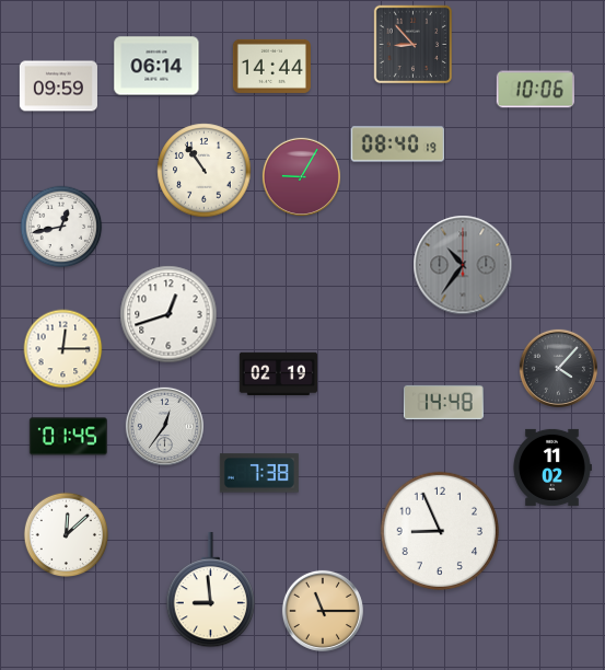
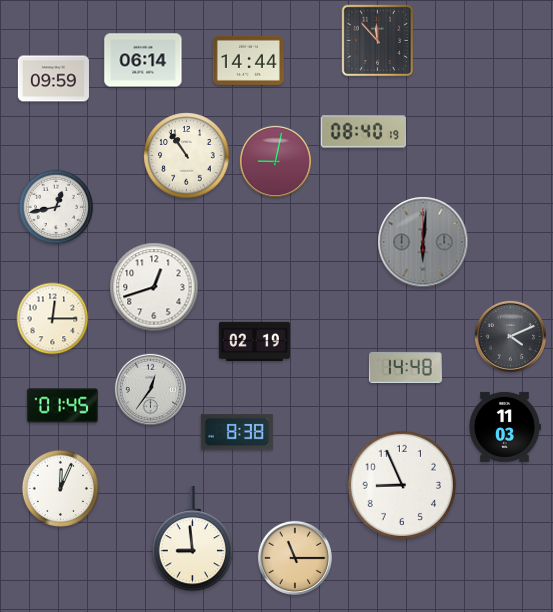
clock at (414, 45): 8:53 -> 11:53
clock at (535, 90): 10:06 -> none
clock at (301, 176): 9:05 -> 9:02
clock at (463, 265): 10:36 -> 6:01
clock at (63, 349) position: (63, 349) -> (53, 319)
clock at (558, 368): 4:07 -> 4:11
clock at (68, 437) position: (68, 437) -> (62, 406)
clock at (552, 467): 11:02 -> 11:03
clock at (259, 473): 7:38 -> 8:38
clock at (66, 534): 12:08 -> 12:04
